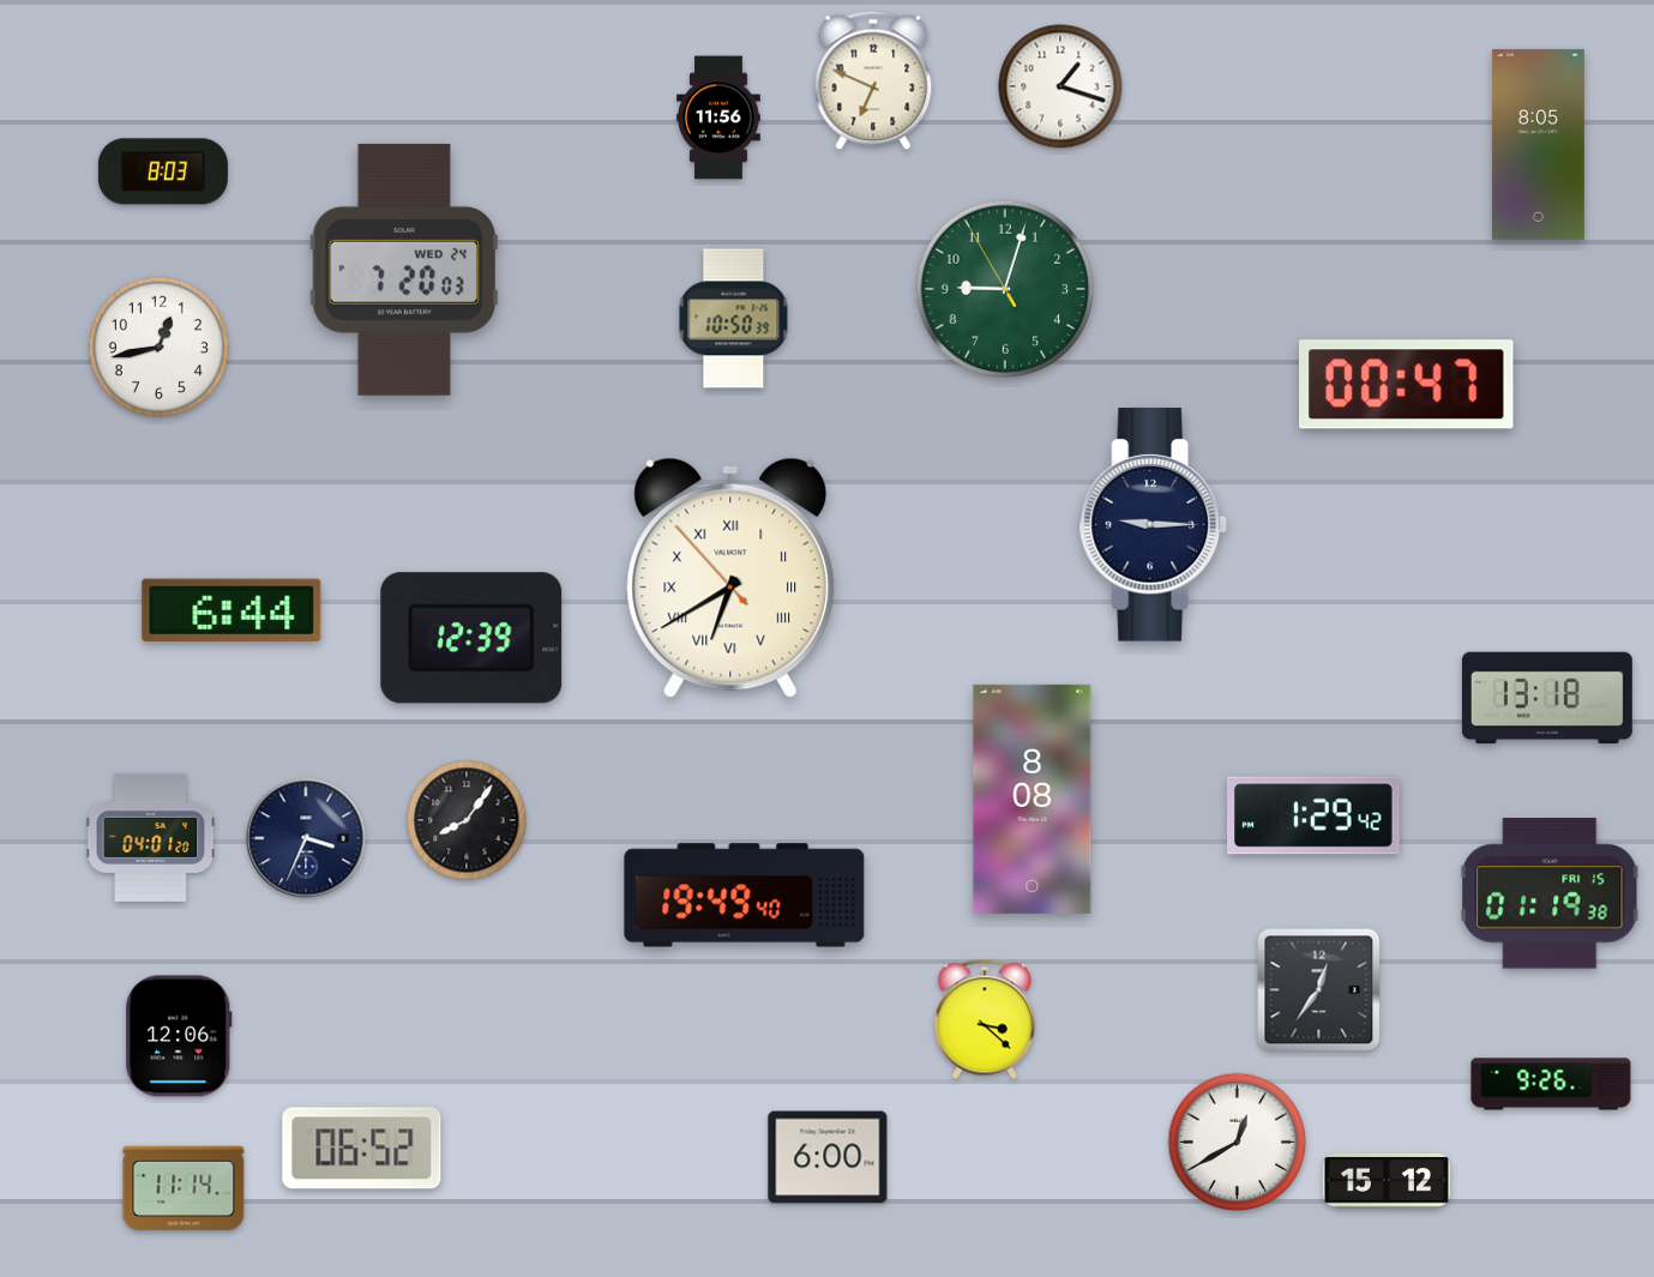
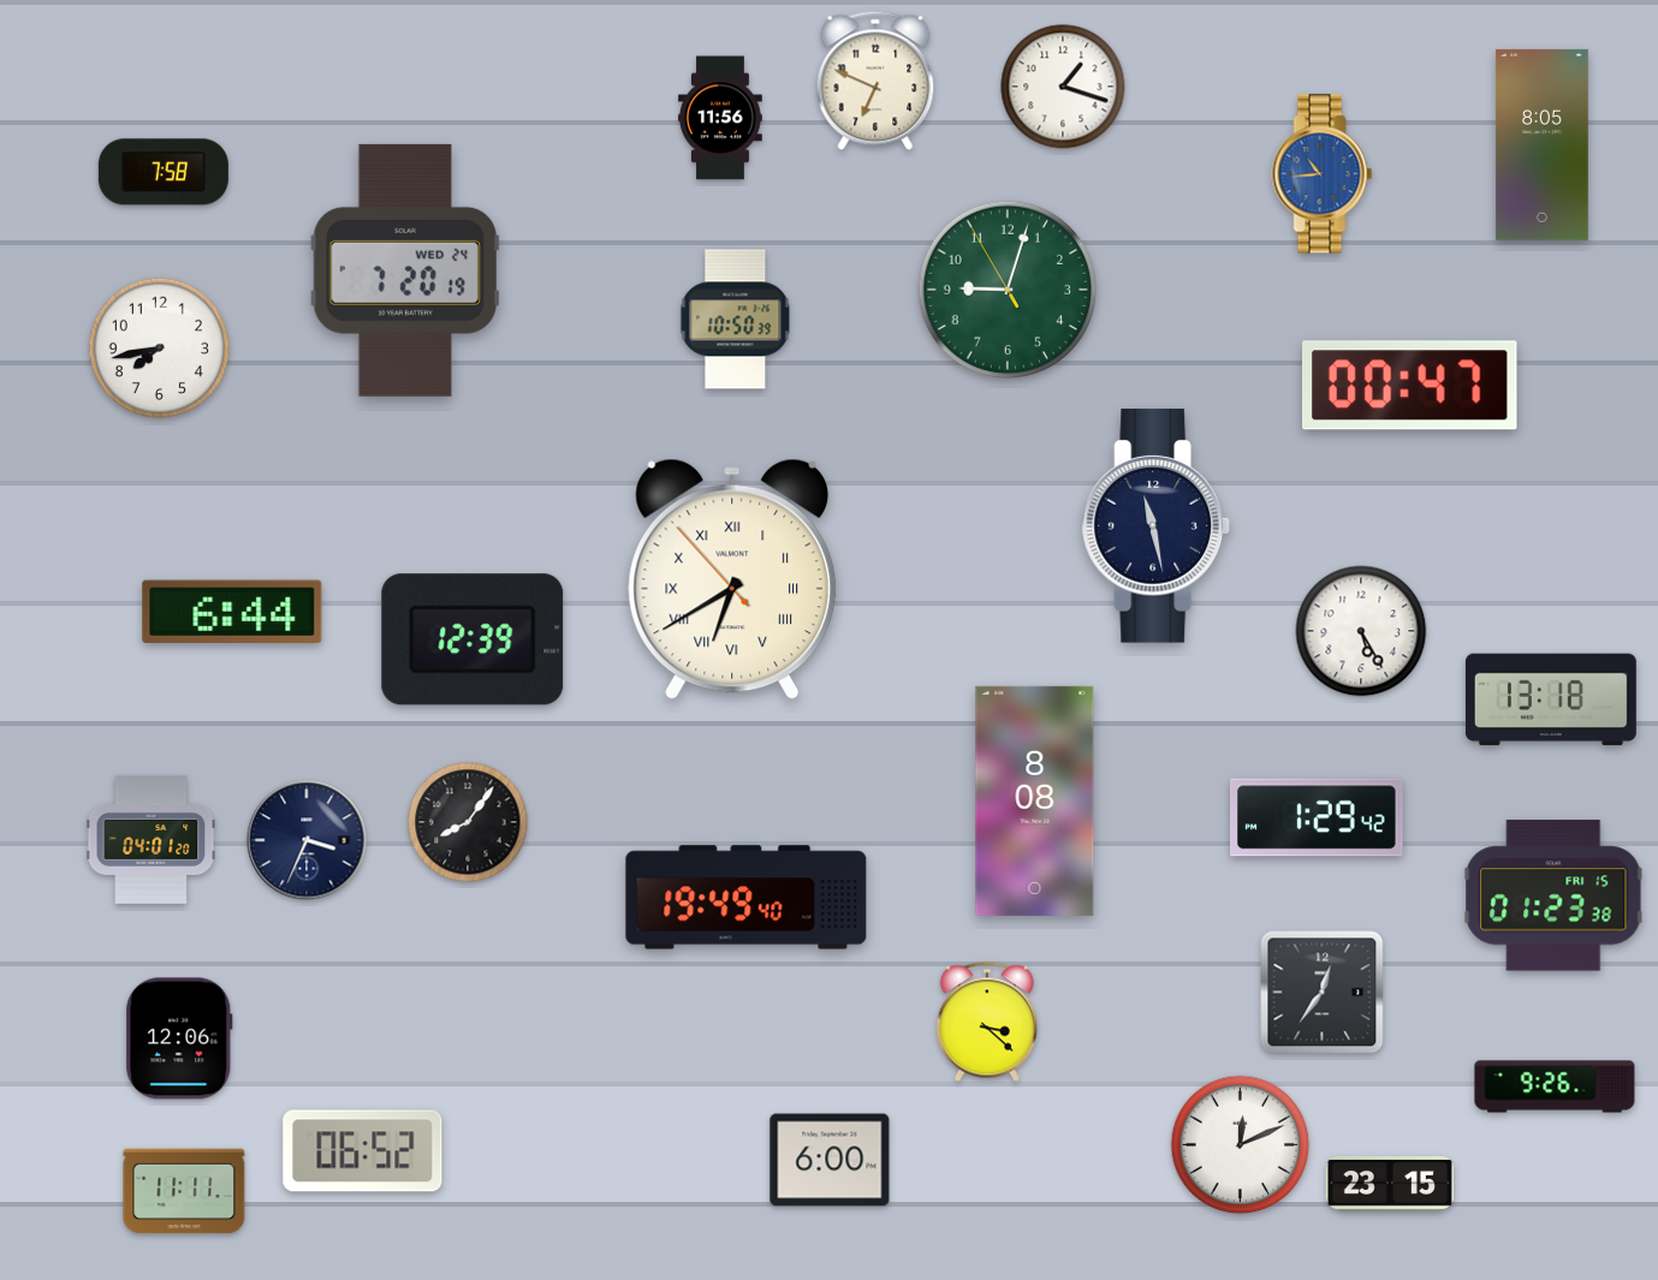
clock at (163, 171): 8:03 -> 7:58
clock at (1323, 174): none -> 10:44
clock at (404, 270): 7:20:03 -> 7:20:19
clock at (158, 347): 12:43 -> 7:43
clock at (1153, 525): 9:15 -> 11:28
clock at (1361, 631): none -> 5:25
clock at (1550, 893): 01:19 -> 01:23
clock at (1238, 1143): 12:40 -> 12:11
clock at (1385, 1181): 15:12 -> 23:15
clock at (184, 1188): 11:14 -> 11:11
